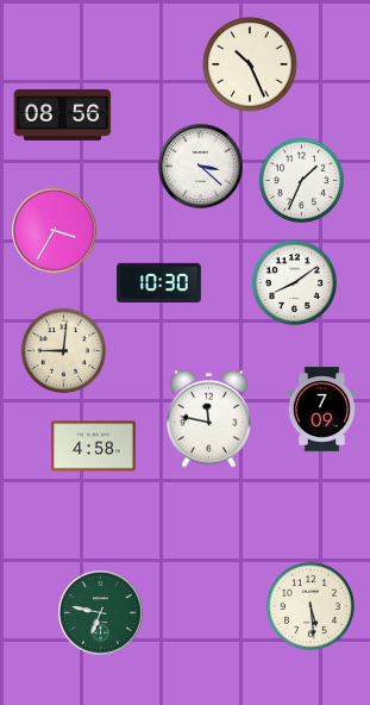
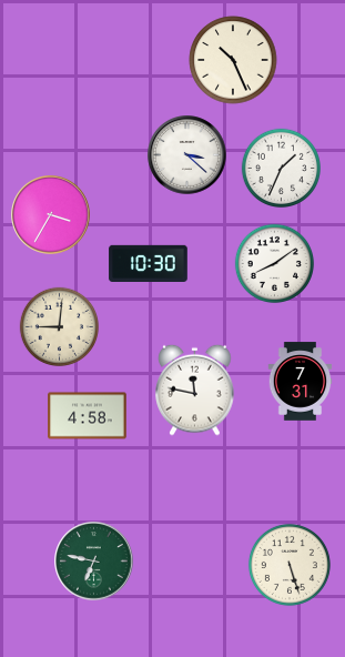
clock at (63, 114): 08:56 -> none
clock at (322, 410): 7:09 -> 7:31
clock at (311, 606): 5:29 -> 5:27
clock at (101, 613) position: (101, 613) -> (94, 562)
